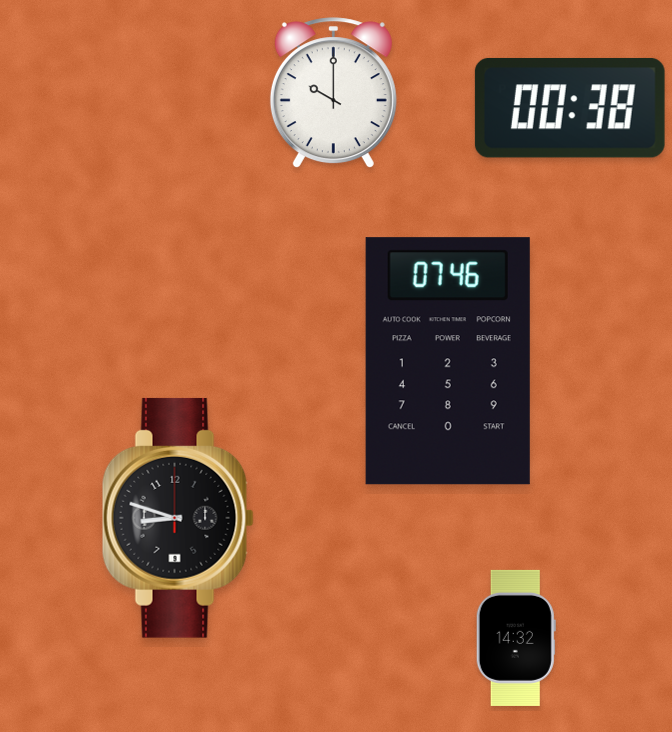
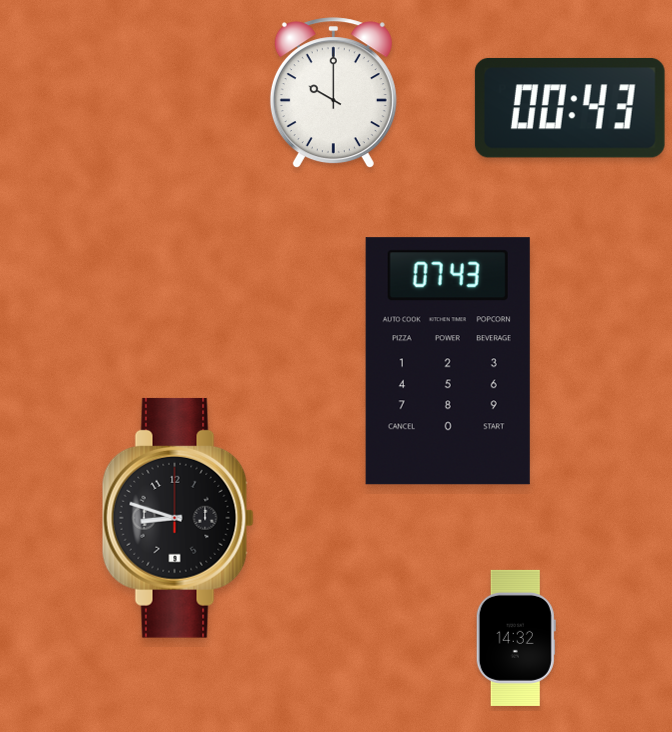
clock at (570, 108): 00:38 -> 00:43
clock at (448, 361): 07:46 -> 07:43
